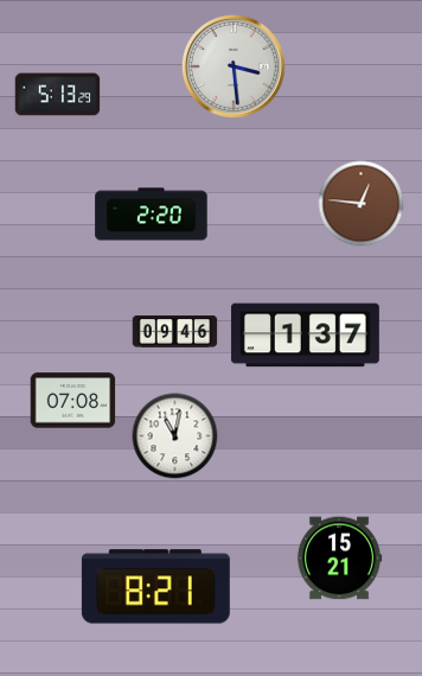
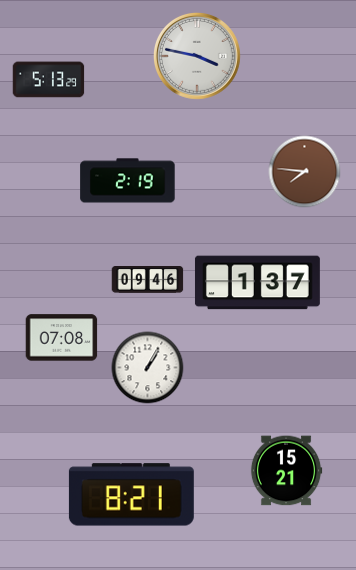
clock at (234, 66): 3:29 -> 3:47
clock at (362, 204): 12:46 -> 7:46
clock at (152, 215): 2:20 -> 2:19
clock at (175, 436): 11:02 -> 1:05
